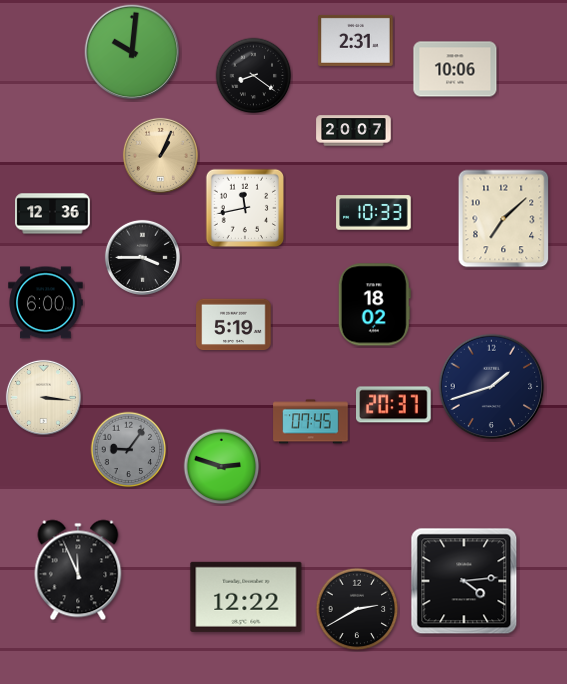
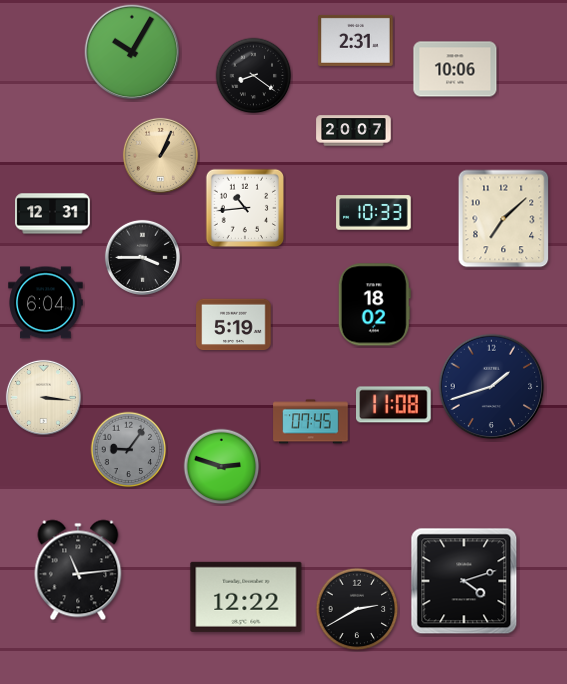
clock at (132, 52): 10:01 -> 10:05
clock at (244, 207): 11:43 -> 10:44
clock at (53, 214): 12:36 -> 12:31
clock at (46, 303): 6:00 -> 6:04
clock at (394, 405): 20:37 -> 11:08
clock at (78, 570): 11:56 -> 11:14
clock at (464, 581): 4:14 -> 4:12
